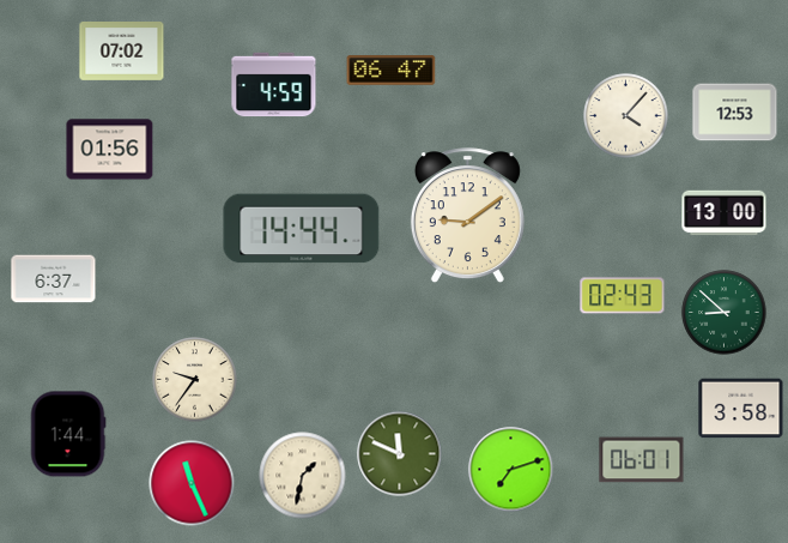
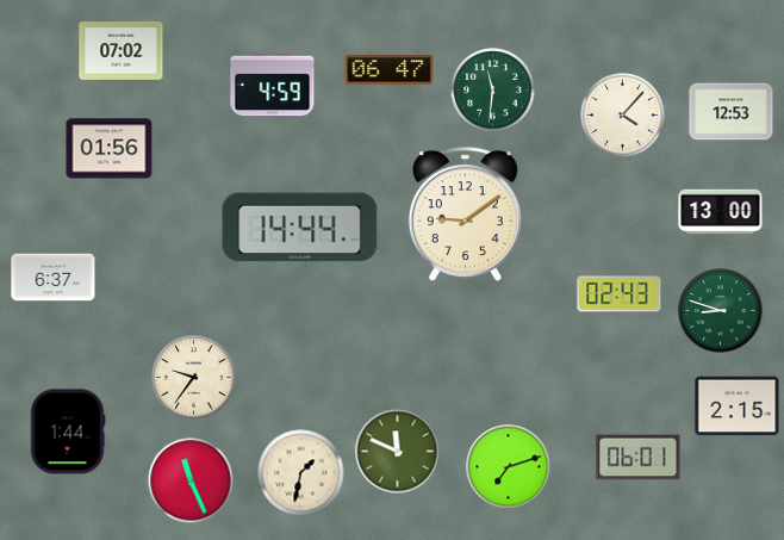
clock at (493, 91): none -> 11:31
clock at (725, 313): 8:52 -> 8:48
clock at (741, 409): 3:58 -> 2:15
